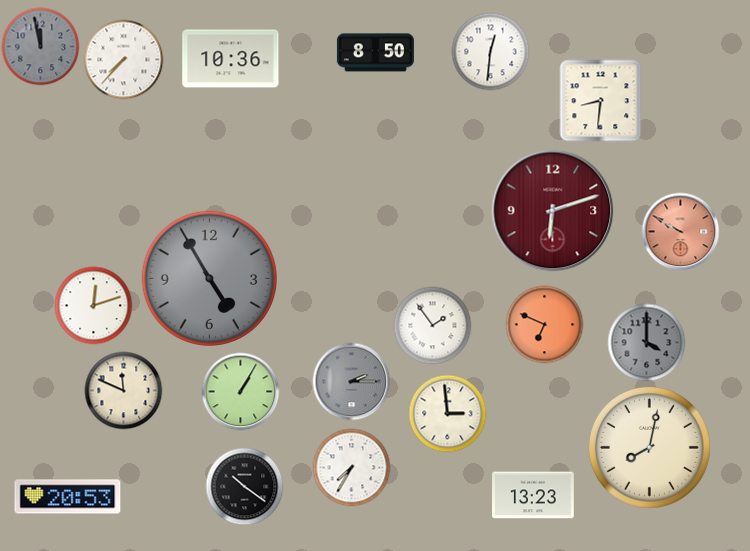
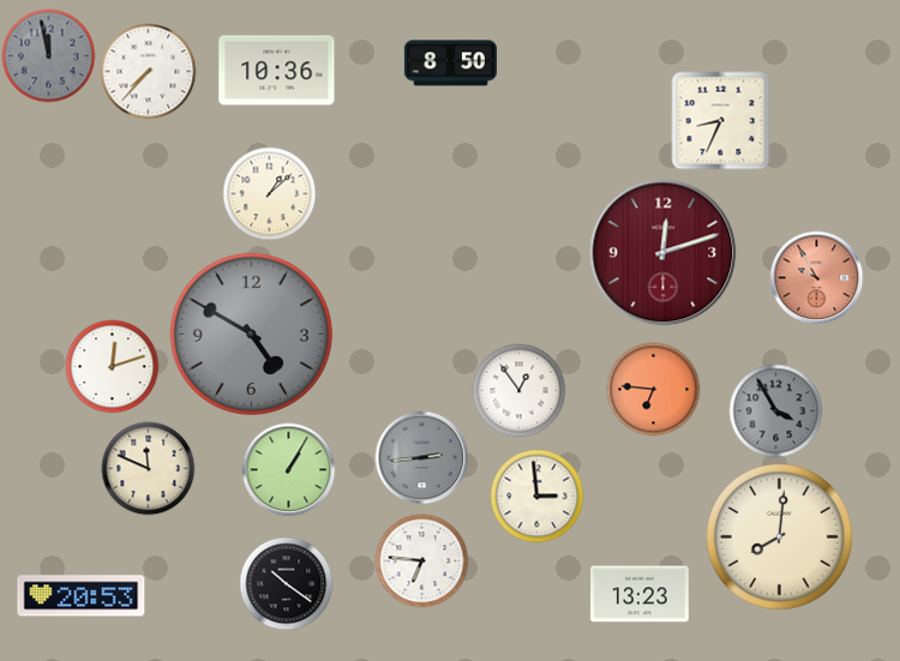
clock at (490, 51): 12:31 -> none
clock at (600, 100): 8:31 -> 8:34
clock at (269, 193): none -> 1:08
clock at (553, 211): 6:12 -> 12:12
clock at (680, 231): 9:50 -> 9:55
clock at (209, 278): 4:55 -> 4:50
clock at (544, 324): 6:49 -> 6:46
clock at (432, 325): 1:54 -> 12:54
clock at (646, 342): 4:00 -> 3:55
clock at (351, 381): 2:15 -> 2:44
clock at (649, 447): 8:02 -> 8:01
clock at (351, 467): 7:35 -> 6:46
clock at (244, 486) position: (244, 486) -> (286, 583)
